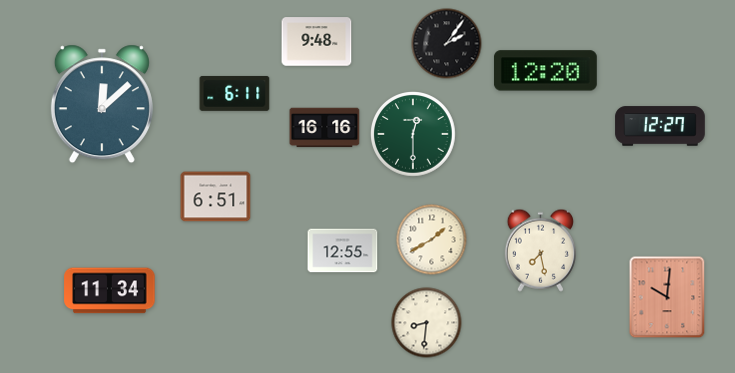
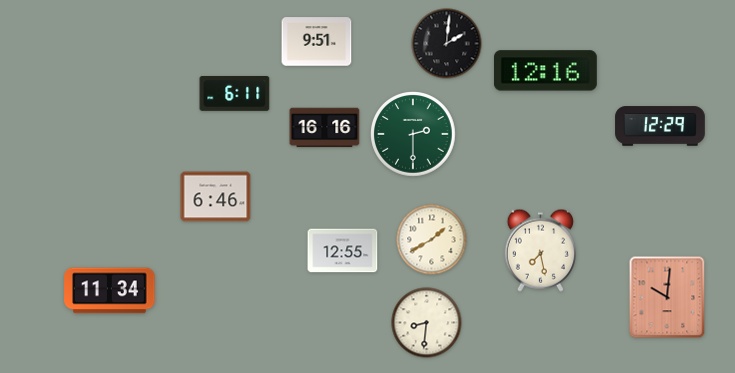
clock at (317, 42): 9:48 -> 9:51
clock at (447, 44): 2:06 -> 2:01
clock at (545, 71): 12:20 -> 12:16
clock at (102, 104): 12:08 -> none
clock at (660, 126): 12:27 -> 12:29
clock at (413, 134): 12:30 -> 2:30
clock at (216, 197): 6:51 -> 6:46
